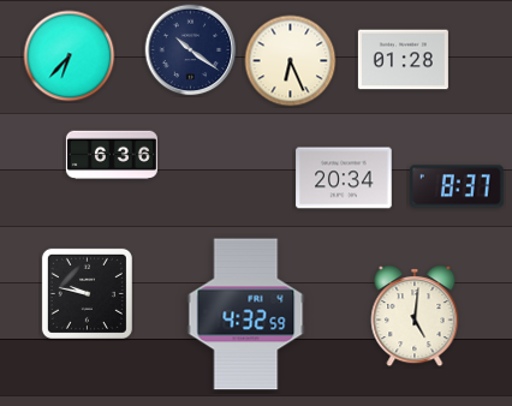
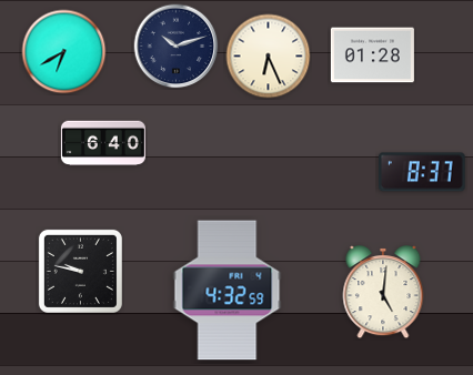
clock at (191, 50): 10:21 -> 10:12
clock at (70, 56): 6:37 -> 6:40
clock at (112, 155): 6:36 -> 6:40
clock at (344, 178): 20:34 -> none
